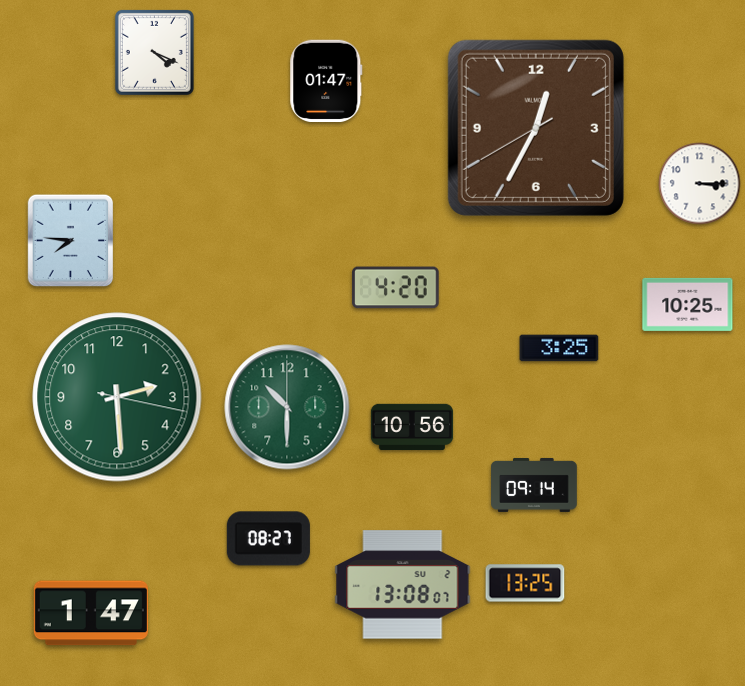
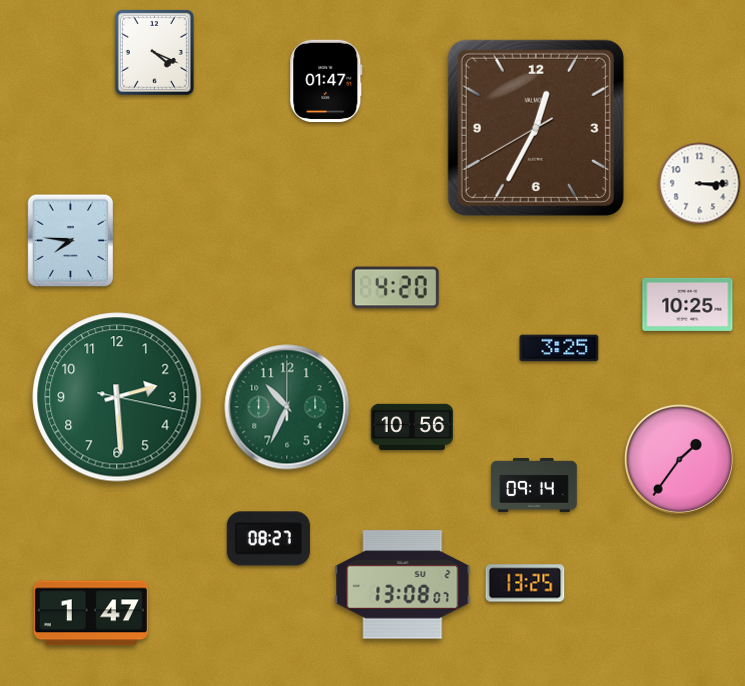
clock at (287, 407): 10:30 -> 10:34
clock at (679, 459): none -> 1:36
